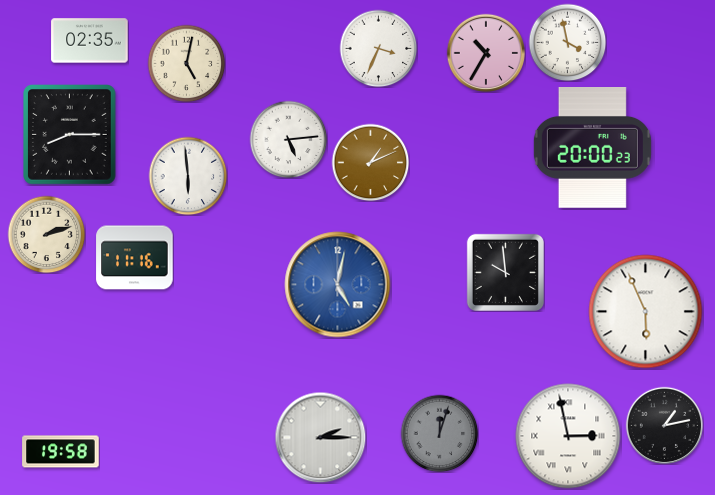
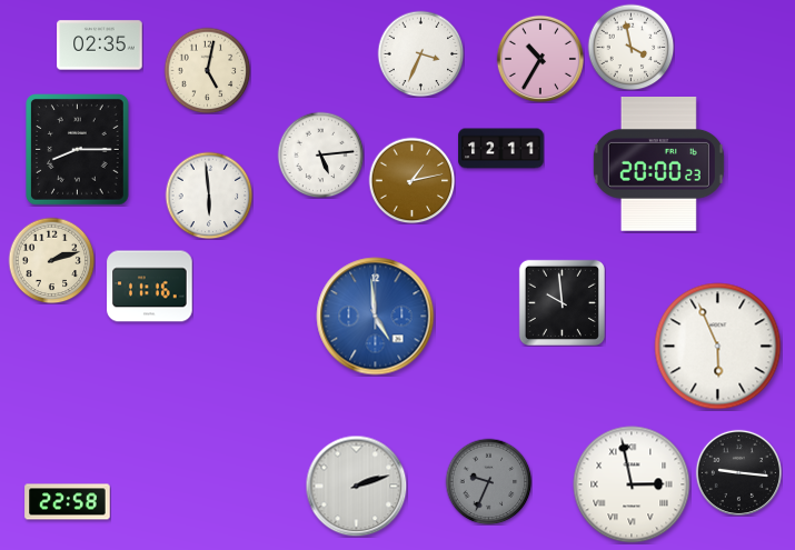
clock at (501, 149): none -> 12:11
clock at (370, 162): 1:11 -> 1:13
clock at (338, 285): 5:02 -> 4:59
clock at (664, 425): 1:13 -> 9:16
clock at (439, 433): 12:03 -> 9:34
clock at (320, 437): 2:15 -> 2:12
clock at (61, 452): 19:58 -> 22:58
